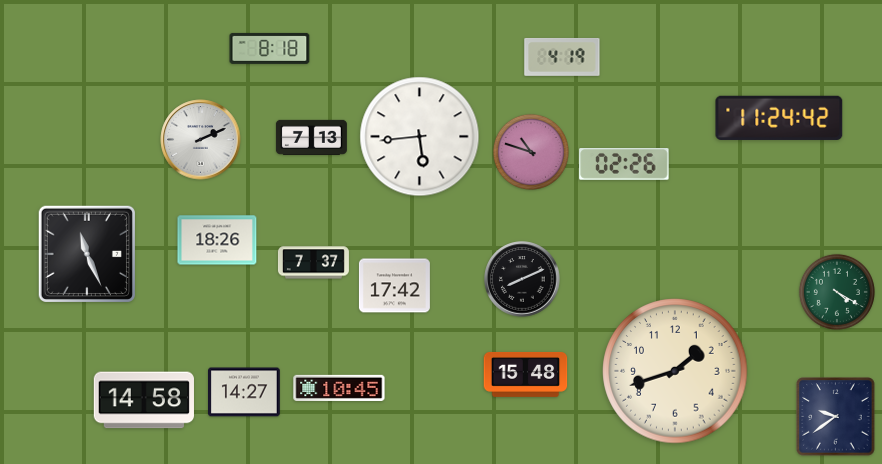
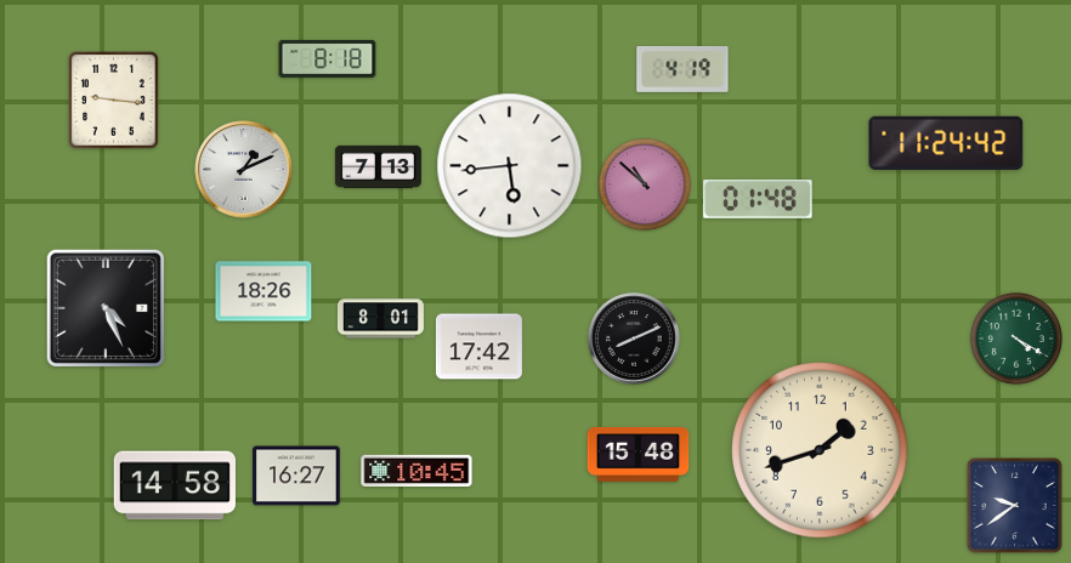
clock at (114, 101): none -> 9:16
clock at (201, 140): 2:11 -> 1:11
clock at (531, 152): 10:48 -> 10:52
clock at (624, 164): 02:26 -> 01:48
clock at (86, 253): 11:26 -> 4:26
clock at (313, 263): 7:37 -> 8:01
clock at (837, 292) position: (837, 292) -> (1016, 339)
clock at (339, 388) position: (339, 388) -> (416, 471)
clock at (245, 392): 14:27 -> 16:27
